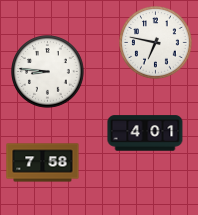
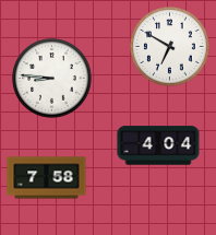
clock at (156, 43): 6:47 -> 6:50
clock at (145, 133): 4:01 -> 4:04
